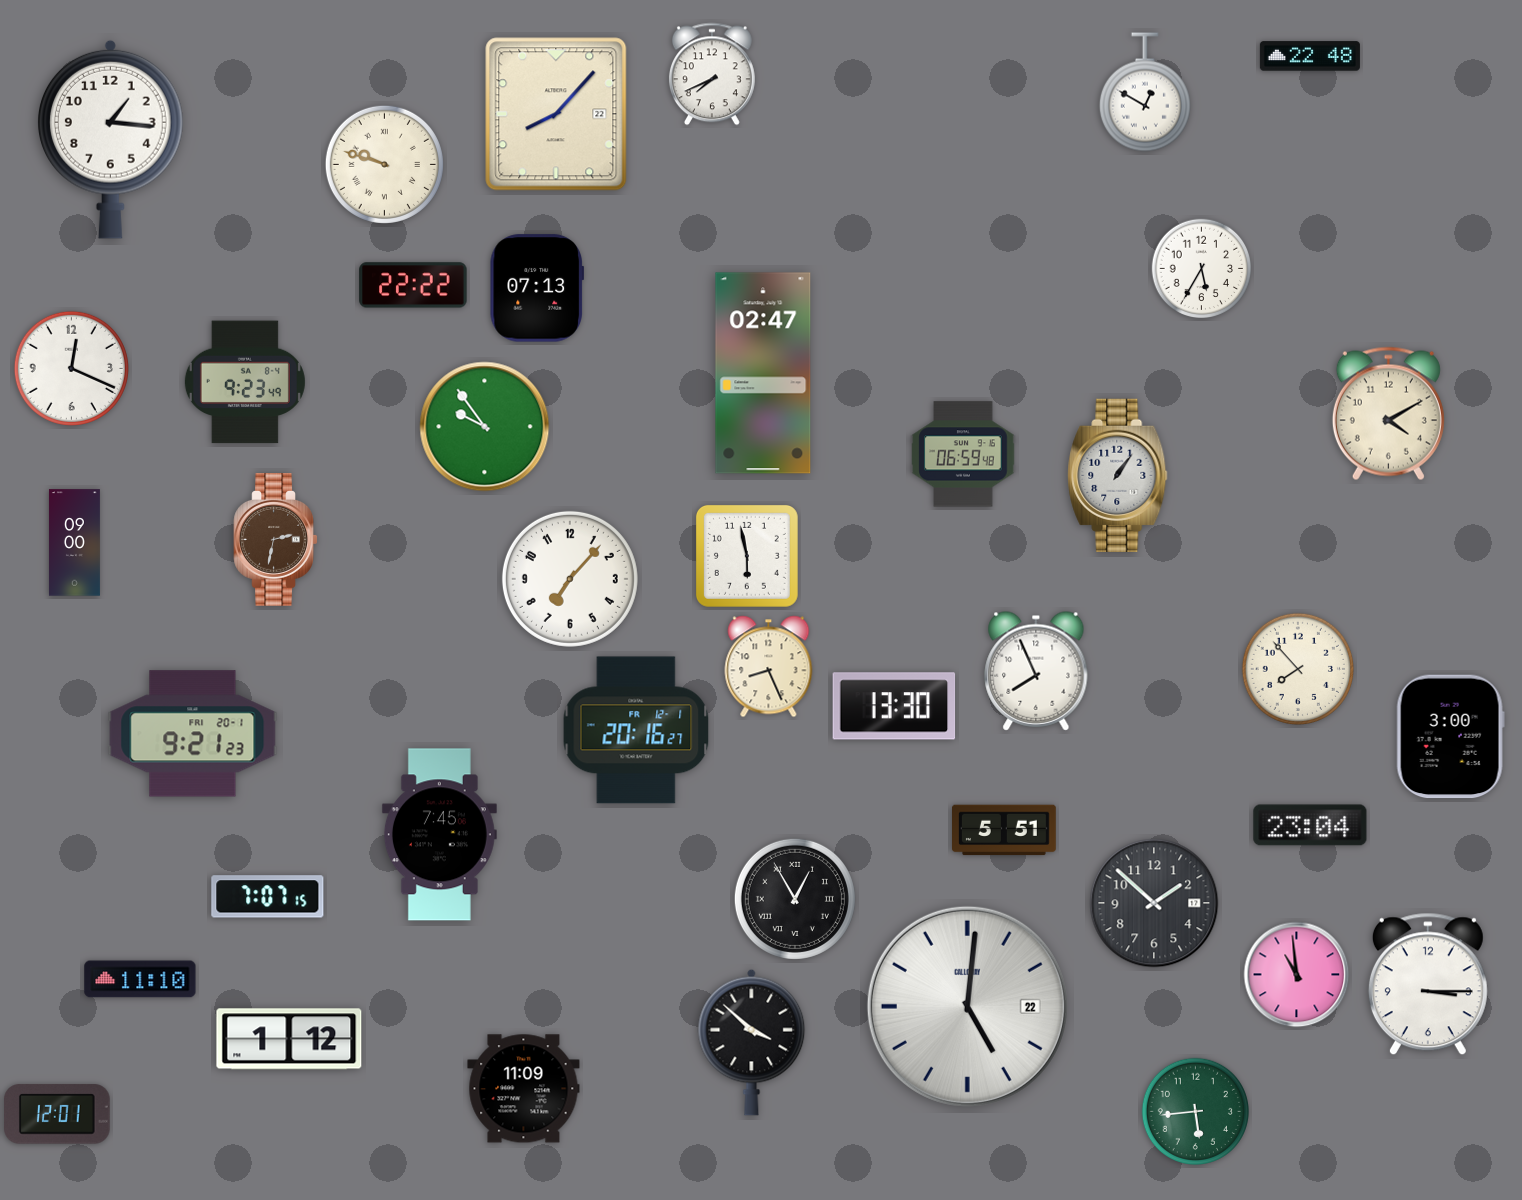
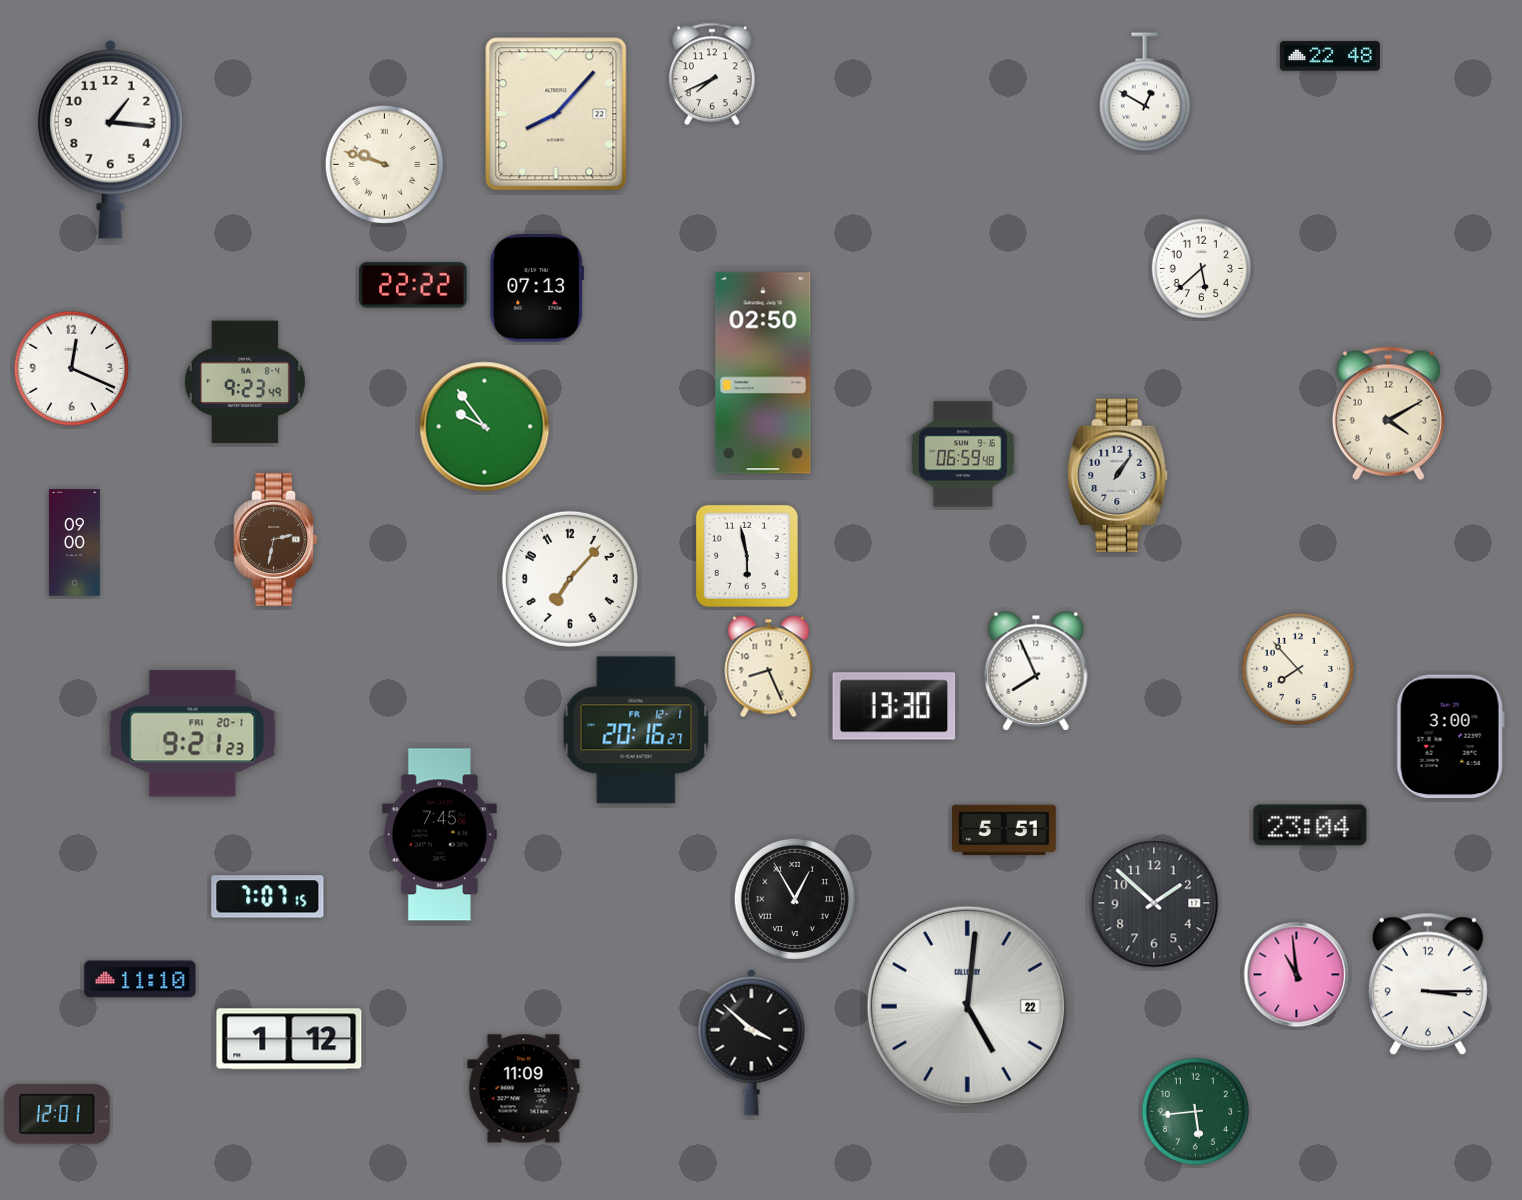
clock at (1310, 56) position: (1310, 56) -> (1330, 56)
clock at (1202, 269): 5:35 -> 5:38
clock at (763, 373): 02:47 -> 02:50
